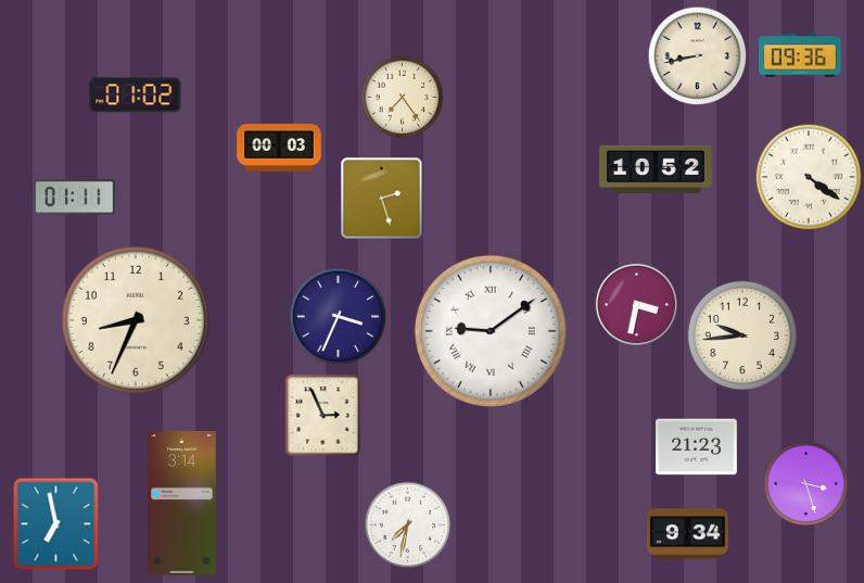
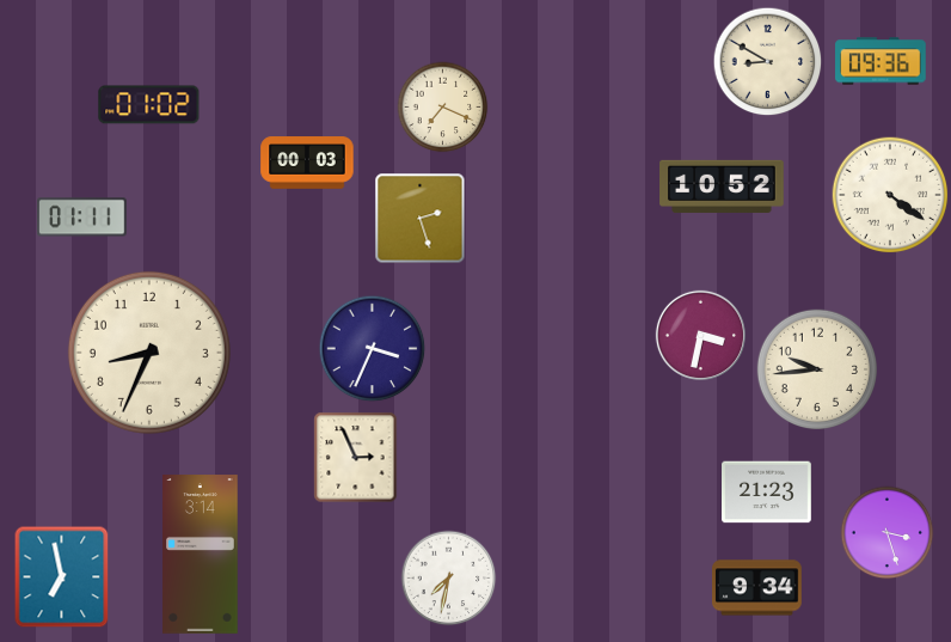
clock at (698, 56): 8:43 -> 8:50
clock at (403, 98): 7:24 -> 7:19
clock at (491, 331): 9:09 -> none
